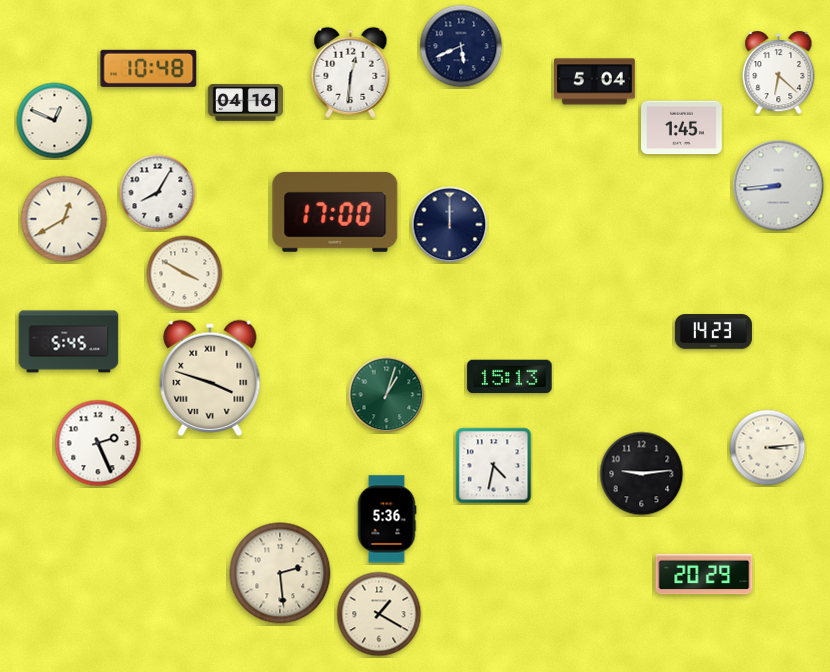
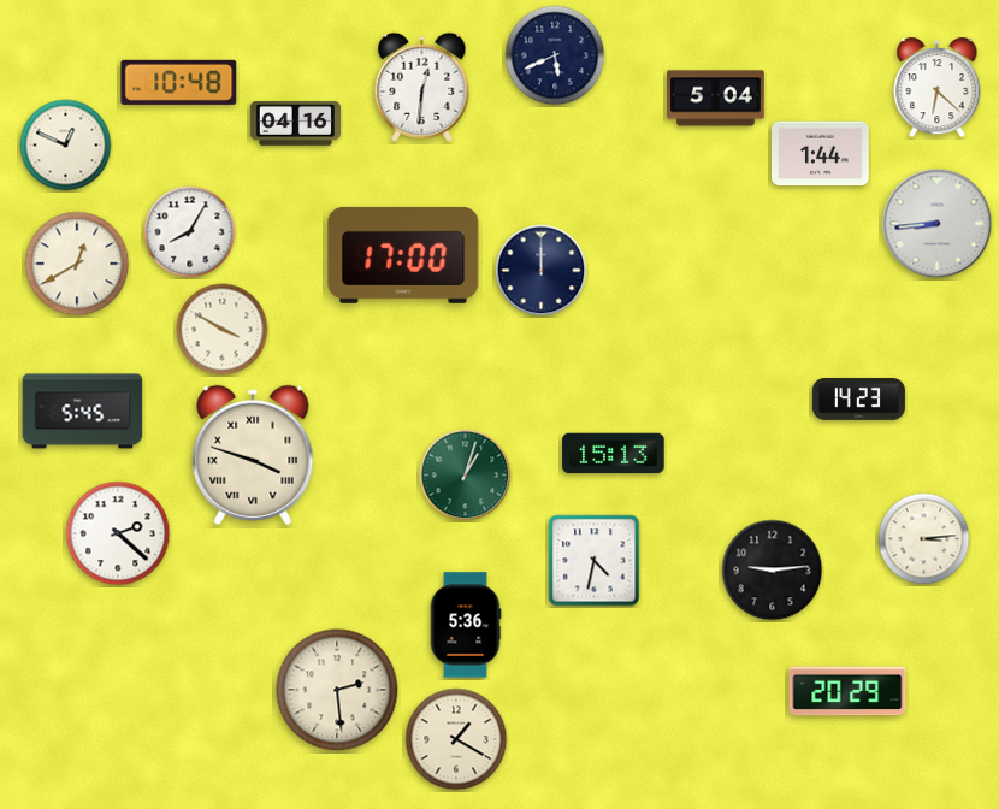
clock at (682, 128): 1:45 -> 1:44
clock at (98, 443): 2:26 -> 2:22
